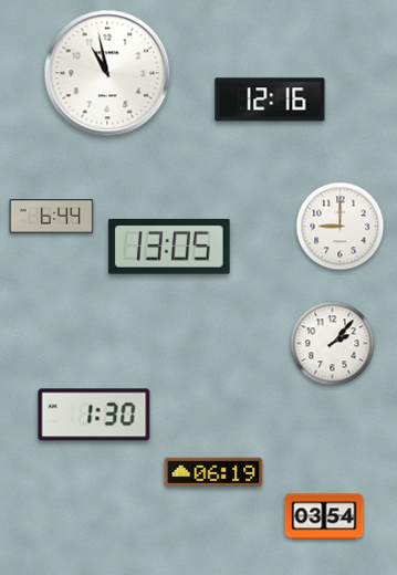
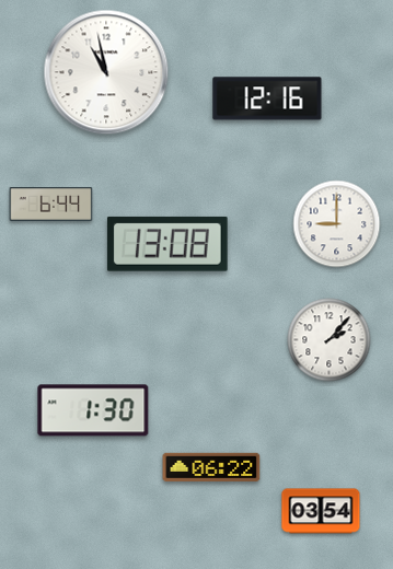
clock at (52, 217) position: (52, 217) -> (51, 205)
clock at (169, 247): 13:05 -> 13:08
clock at (213, 472): 06:19 -> 06:22
